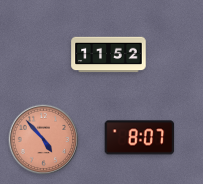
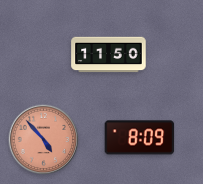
clock at (109, 55): 11:52 -> 11:50
clock at (140, 138): 8:07 -> 8:09
